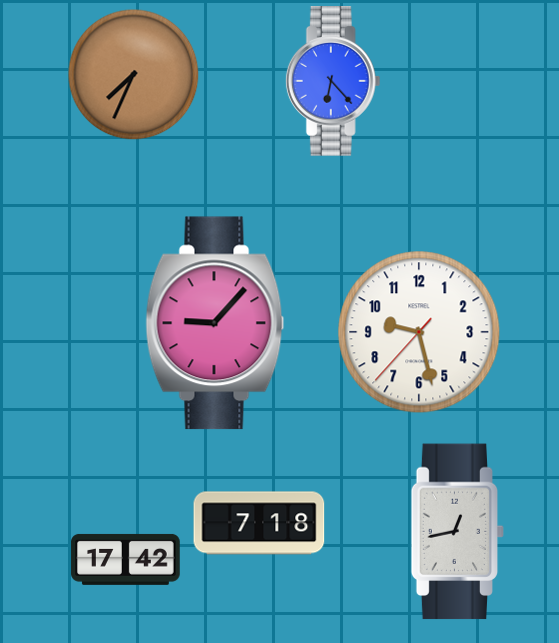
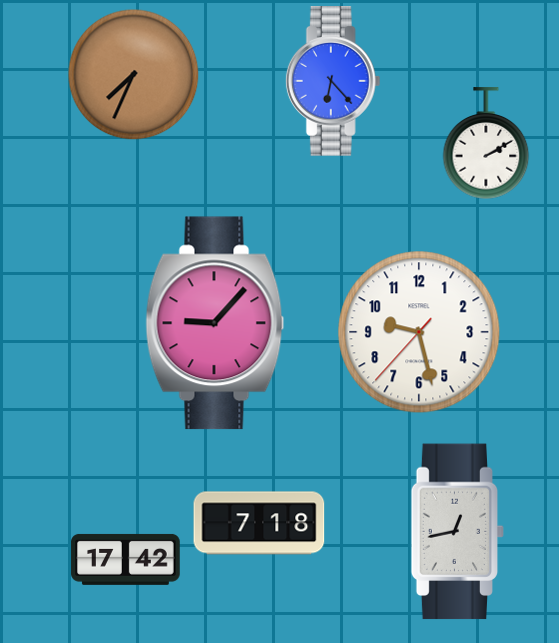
clock at (486, 144): none -> 2:10
